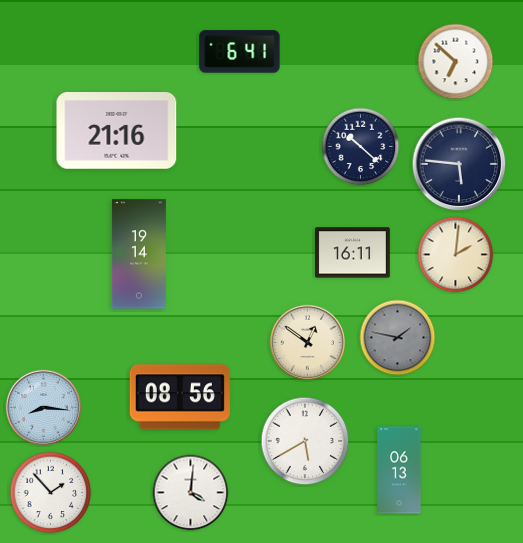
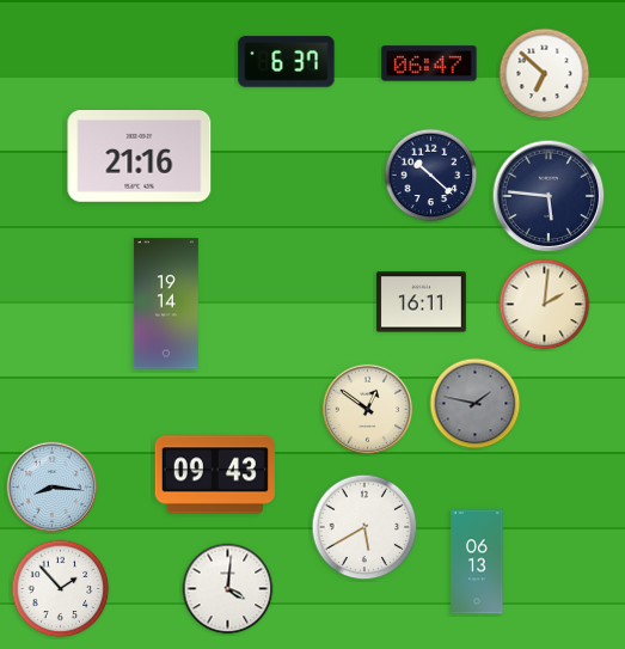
clock at (240, 52): 6:41 -> 6:37
clock at (429, 63): none -> 06:47
clock at (180, 397): 08:56 -> 09:43
